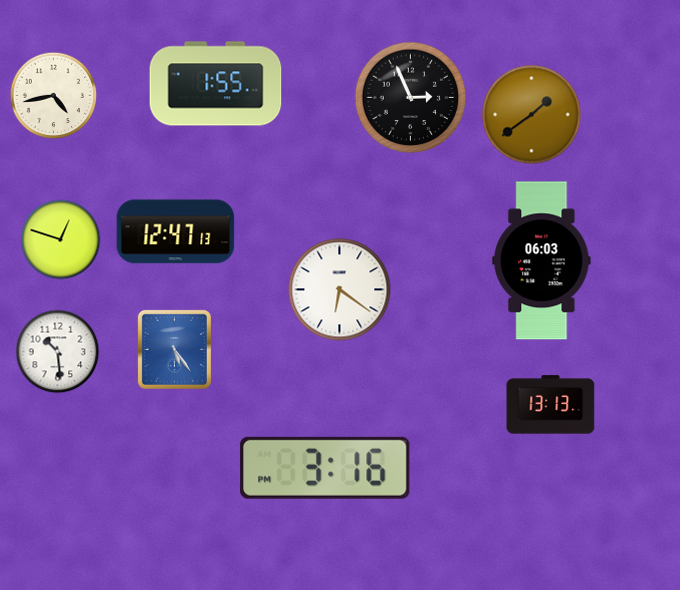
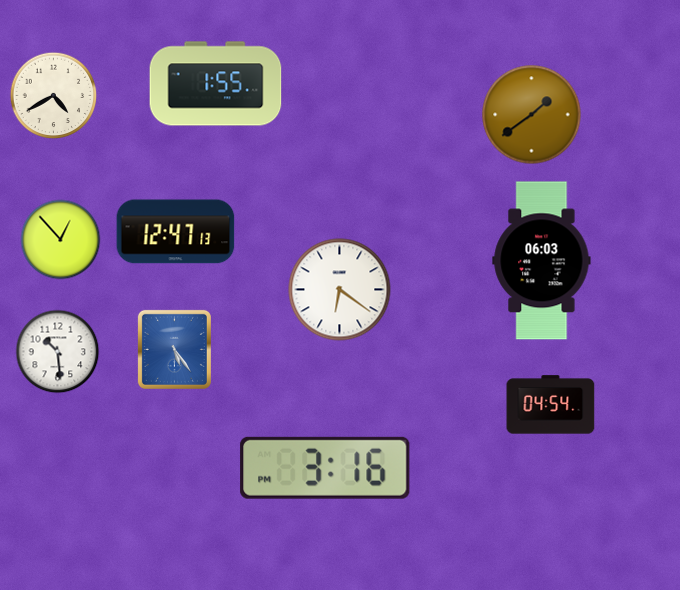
clock at (54, 96): 4:43 -> 4:40
clock at (411, 98): 2:56 -> none
clock at (61, 240): 12:48 -> 12:53
clock at (551, 405): 13:13 -> 04:54
